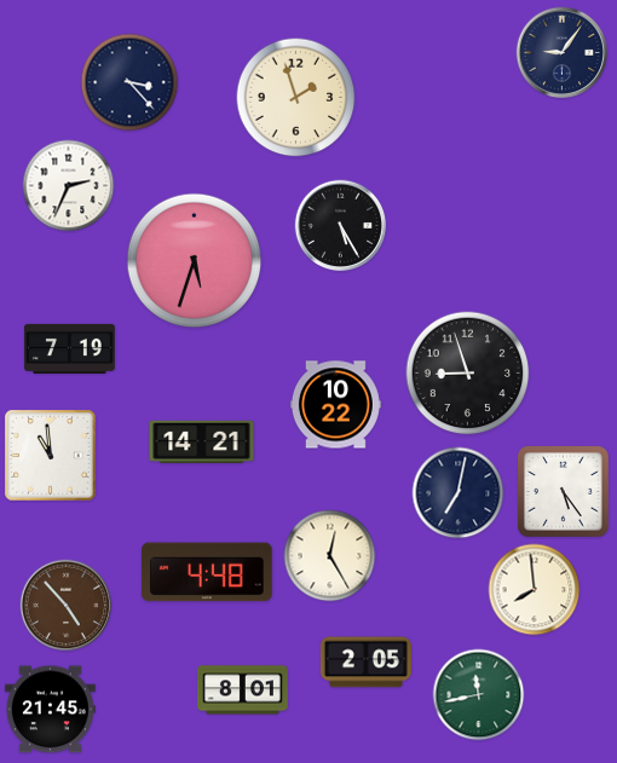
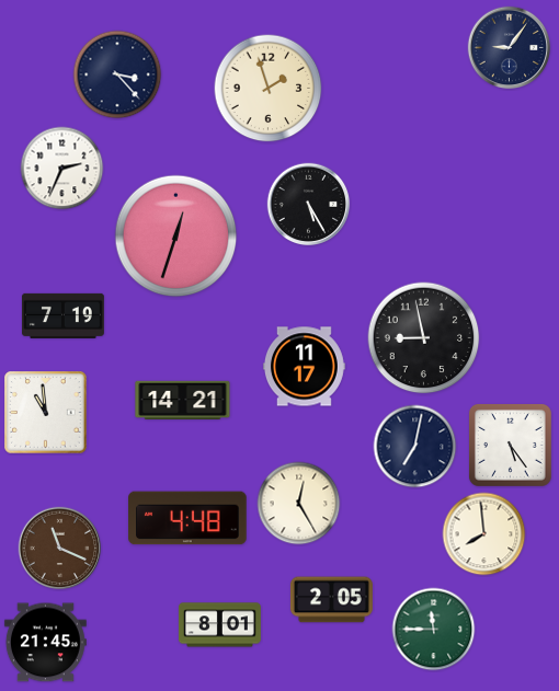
clock at (195, 261): 5:33 -> 12:33
clock at (468, 374): 8:57 -> 8:58
clock at (335, 405): 10:22 -> 11:17
clock at (67, 606): 4:53 -> 11:19
clock at (479, 695): 11:43 -> 11:45
